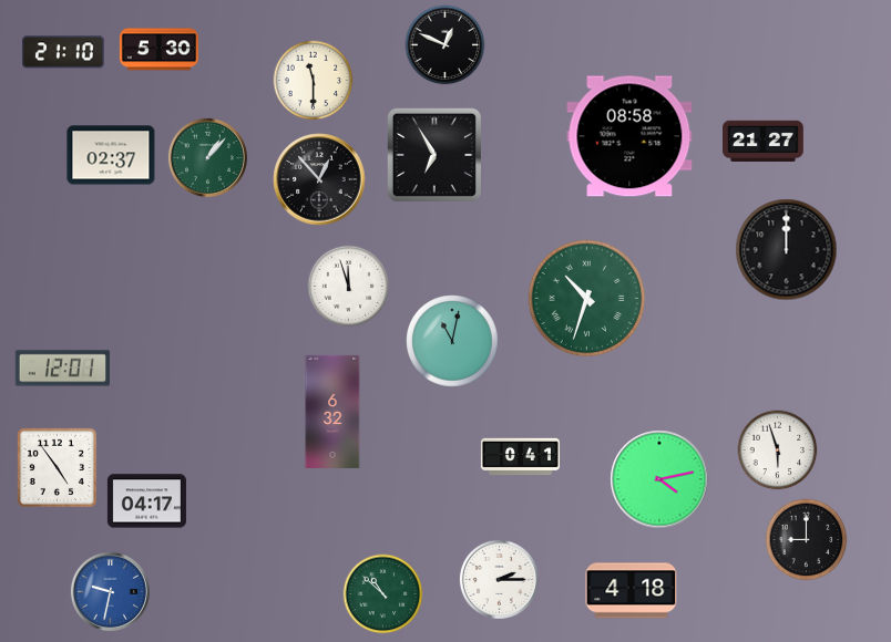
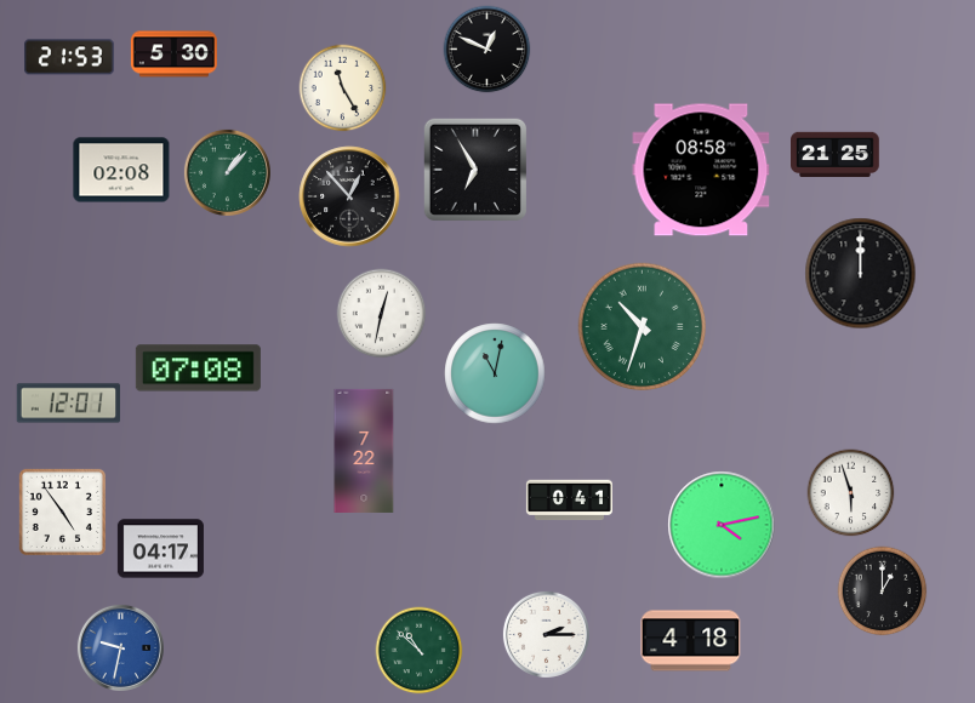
clock at (63, 52): 21:10 -> 21:53
clock at (314, 81): 11:30 -> 11:25
clock at (629, 136) position: (629, 136) -> (701, 170)
clock at (764, 142): 21:27 -> 21:25
clock at (111, 155): 02:37 -> 02:08
clock at (349, 287): 11:57 -> 12:32
clock at (198, 368): none -> 07:08
clock at (332, 412): 6:32 -> 7:22
clock at (807, 540): 9:00 -> 1:00
clock at (632, 591) position: (632, 591) -> (691, 641)
